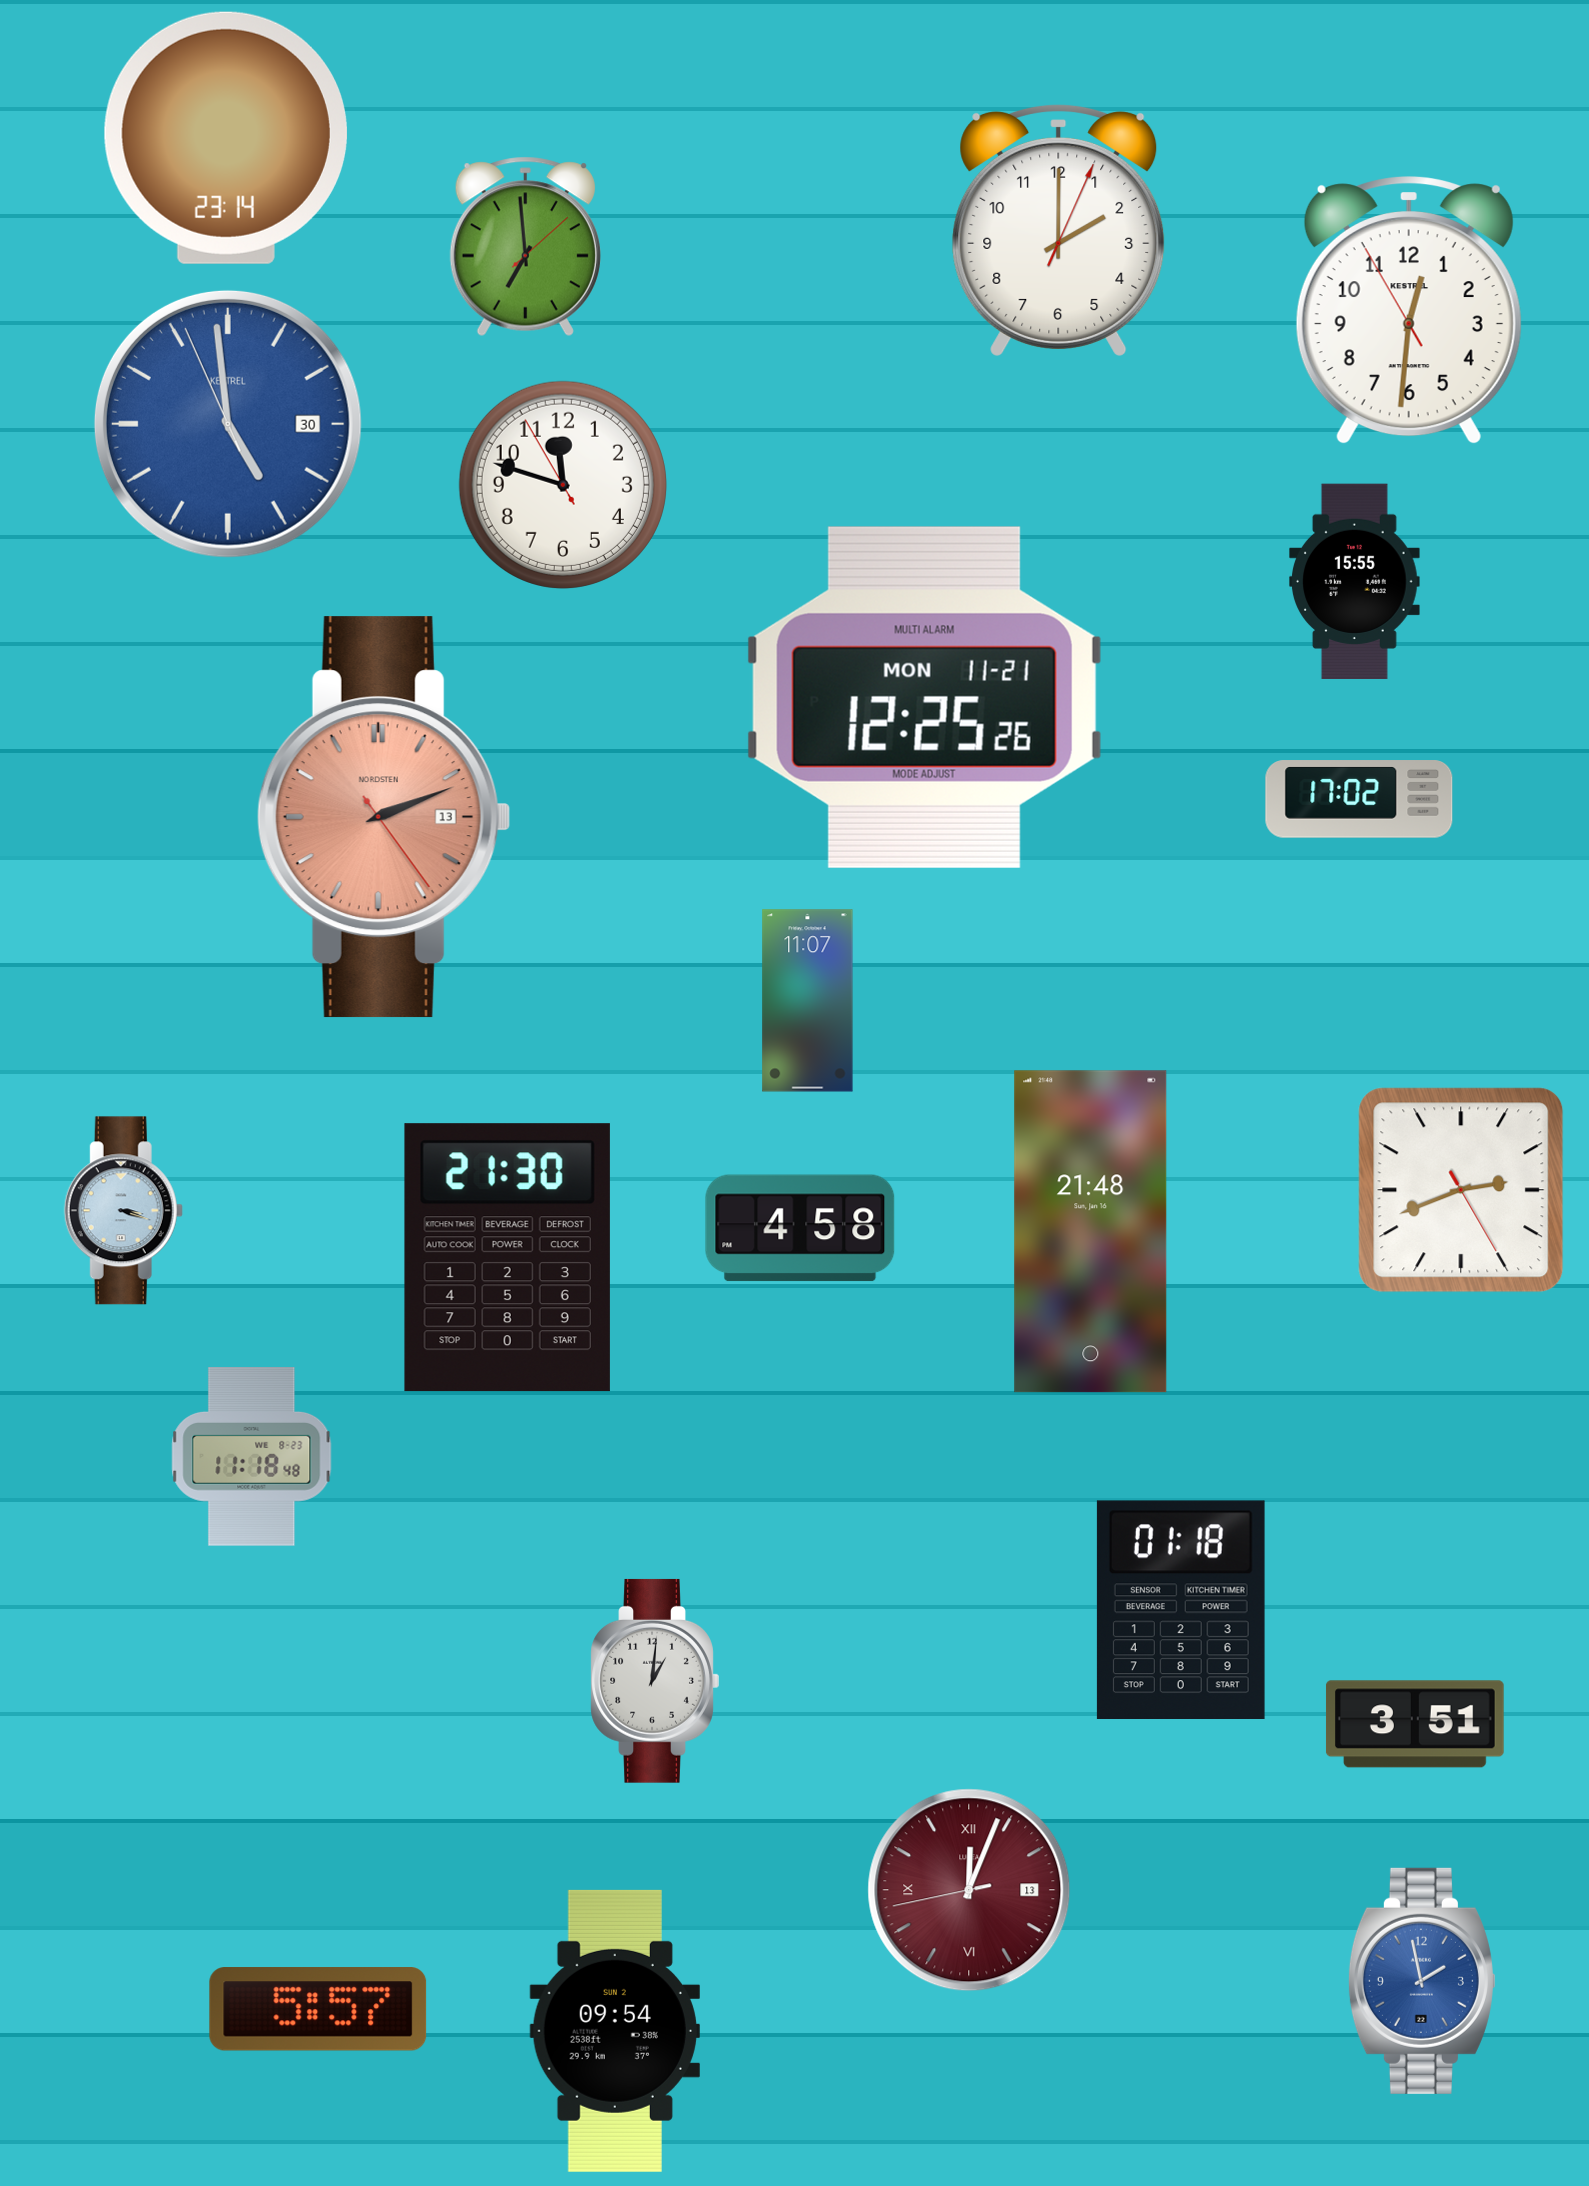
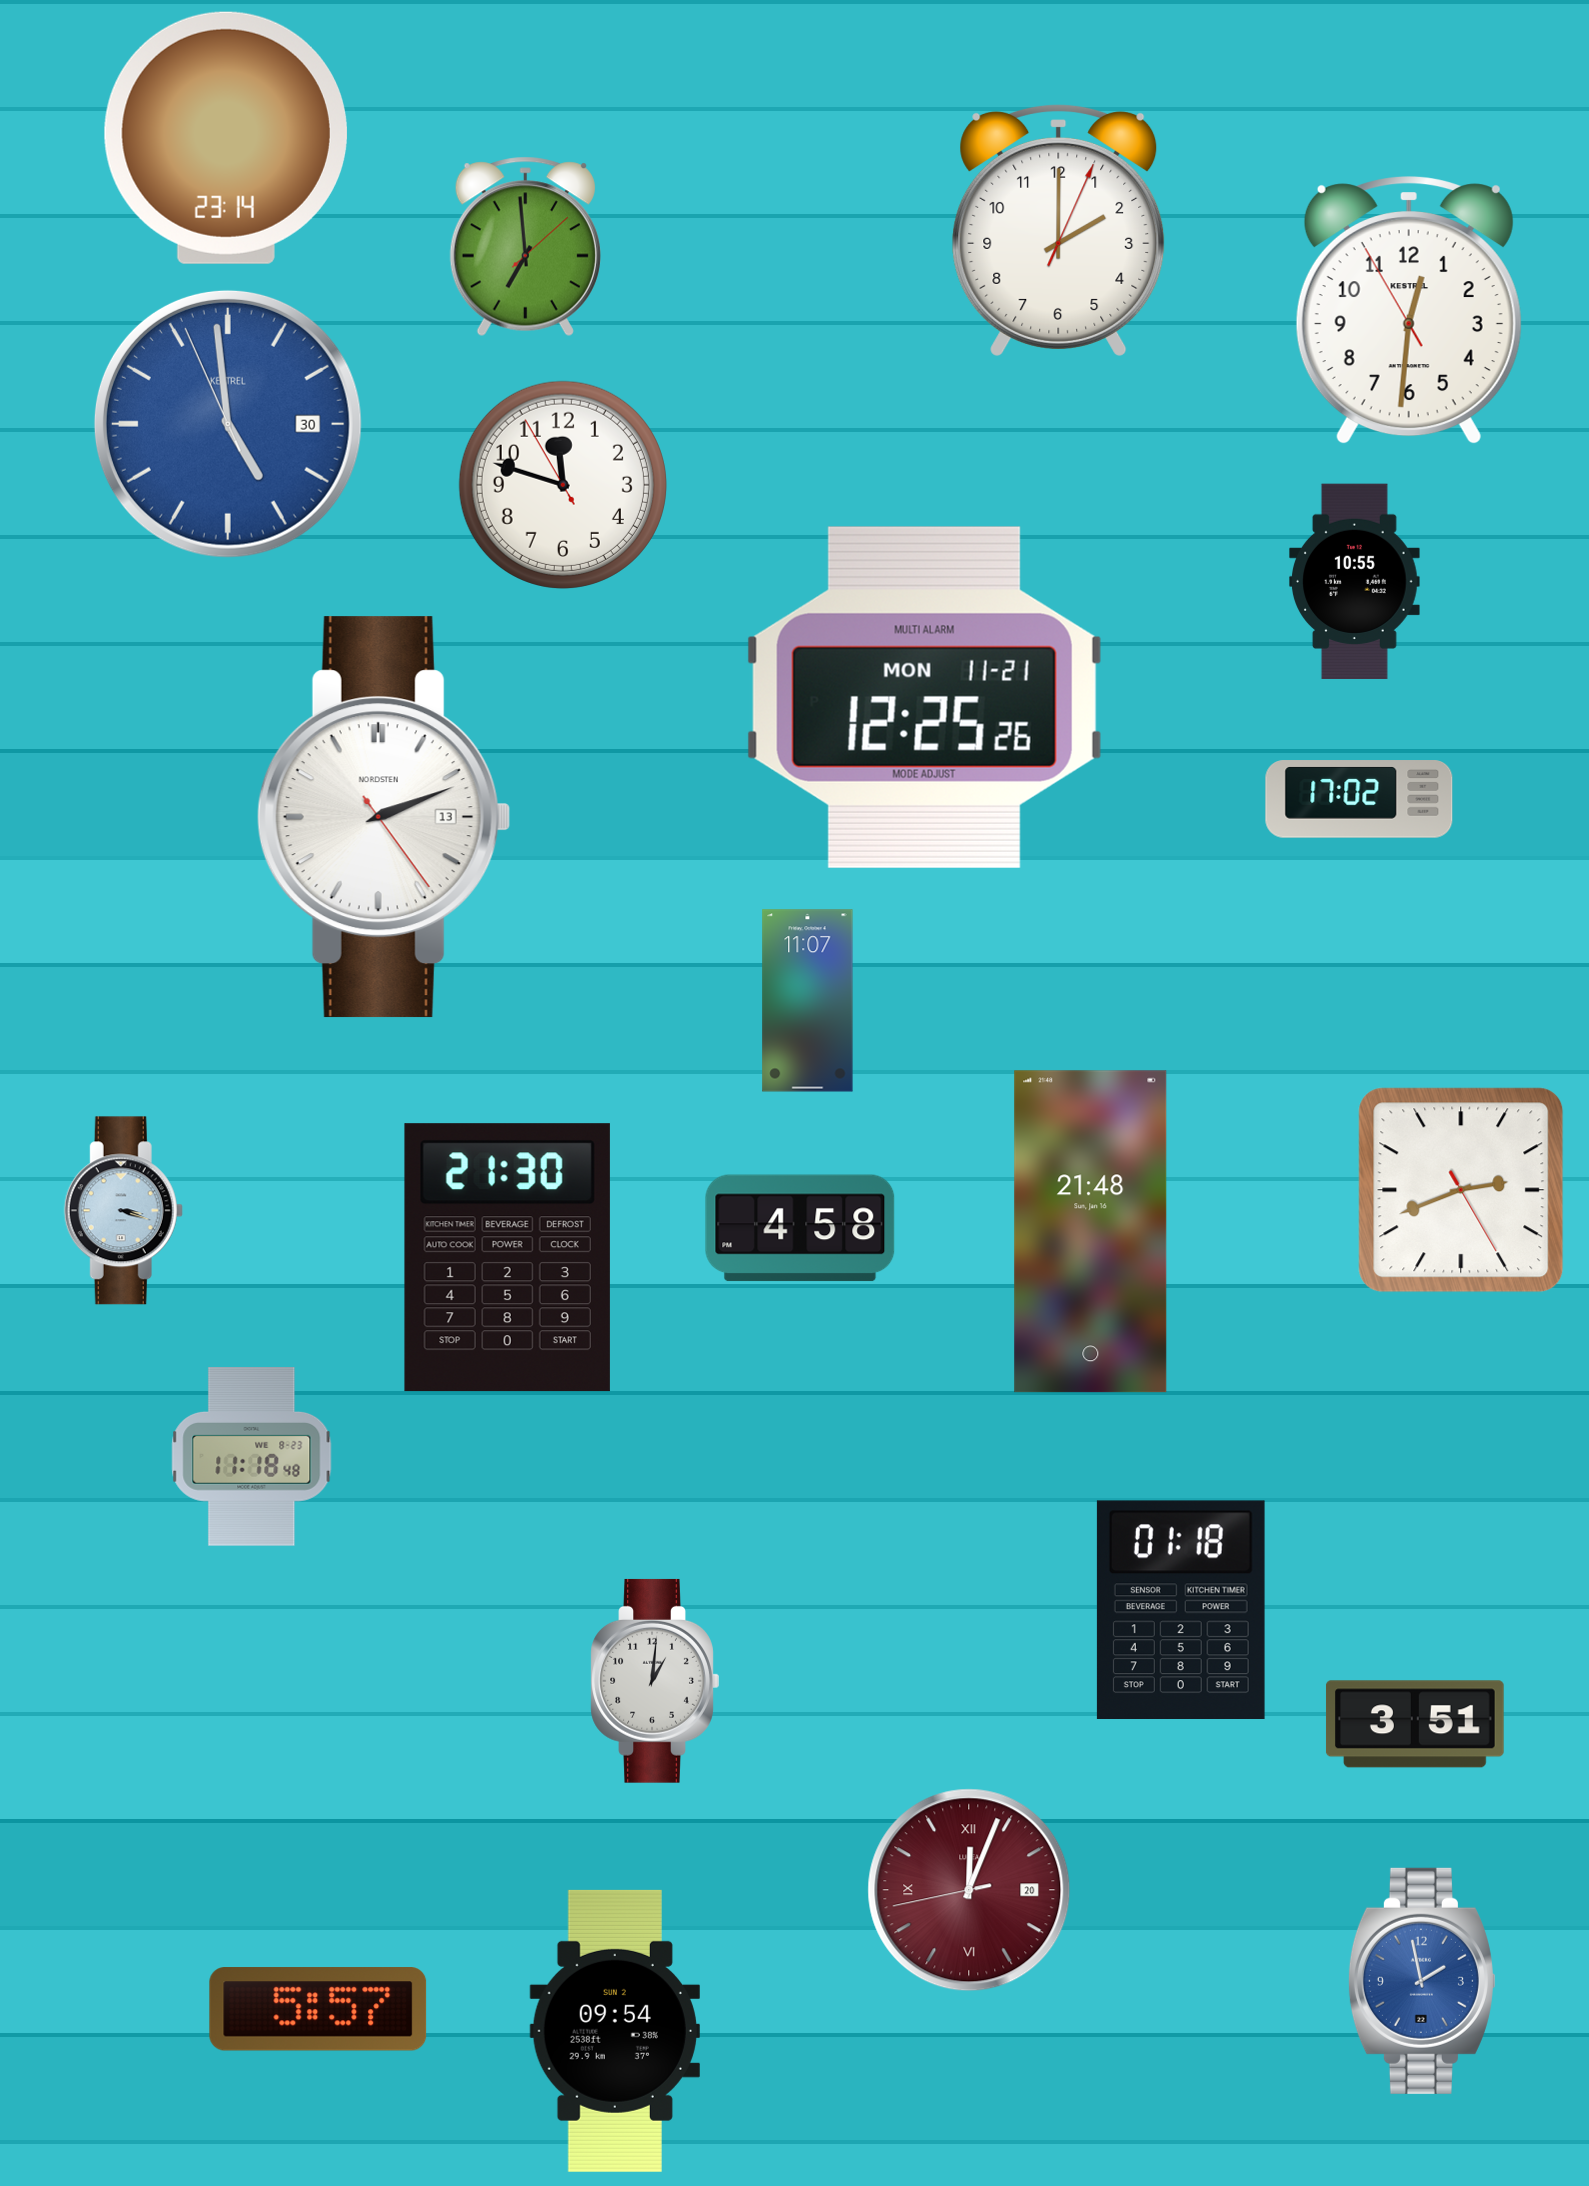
clock at (1355, 581): 15:55 -> 10:55
clock at (384, 817) dial: salmon -> white
clock at (969, 1890) date: 13 -> 20
